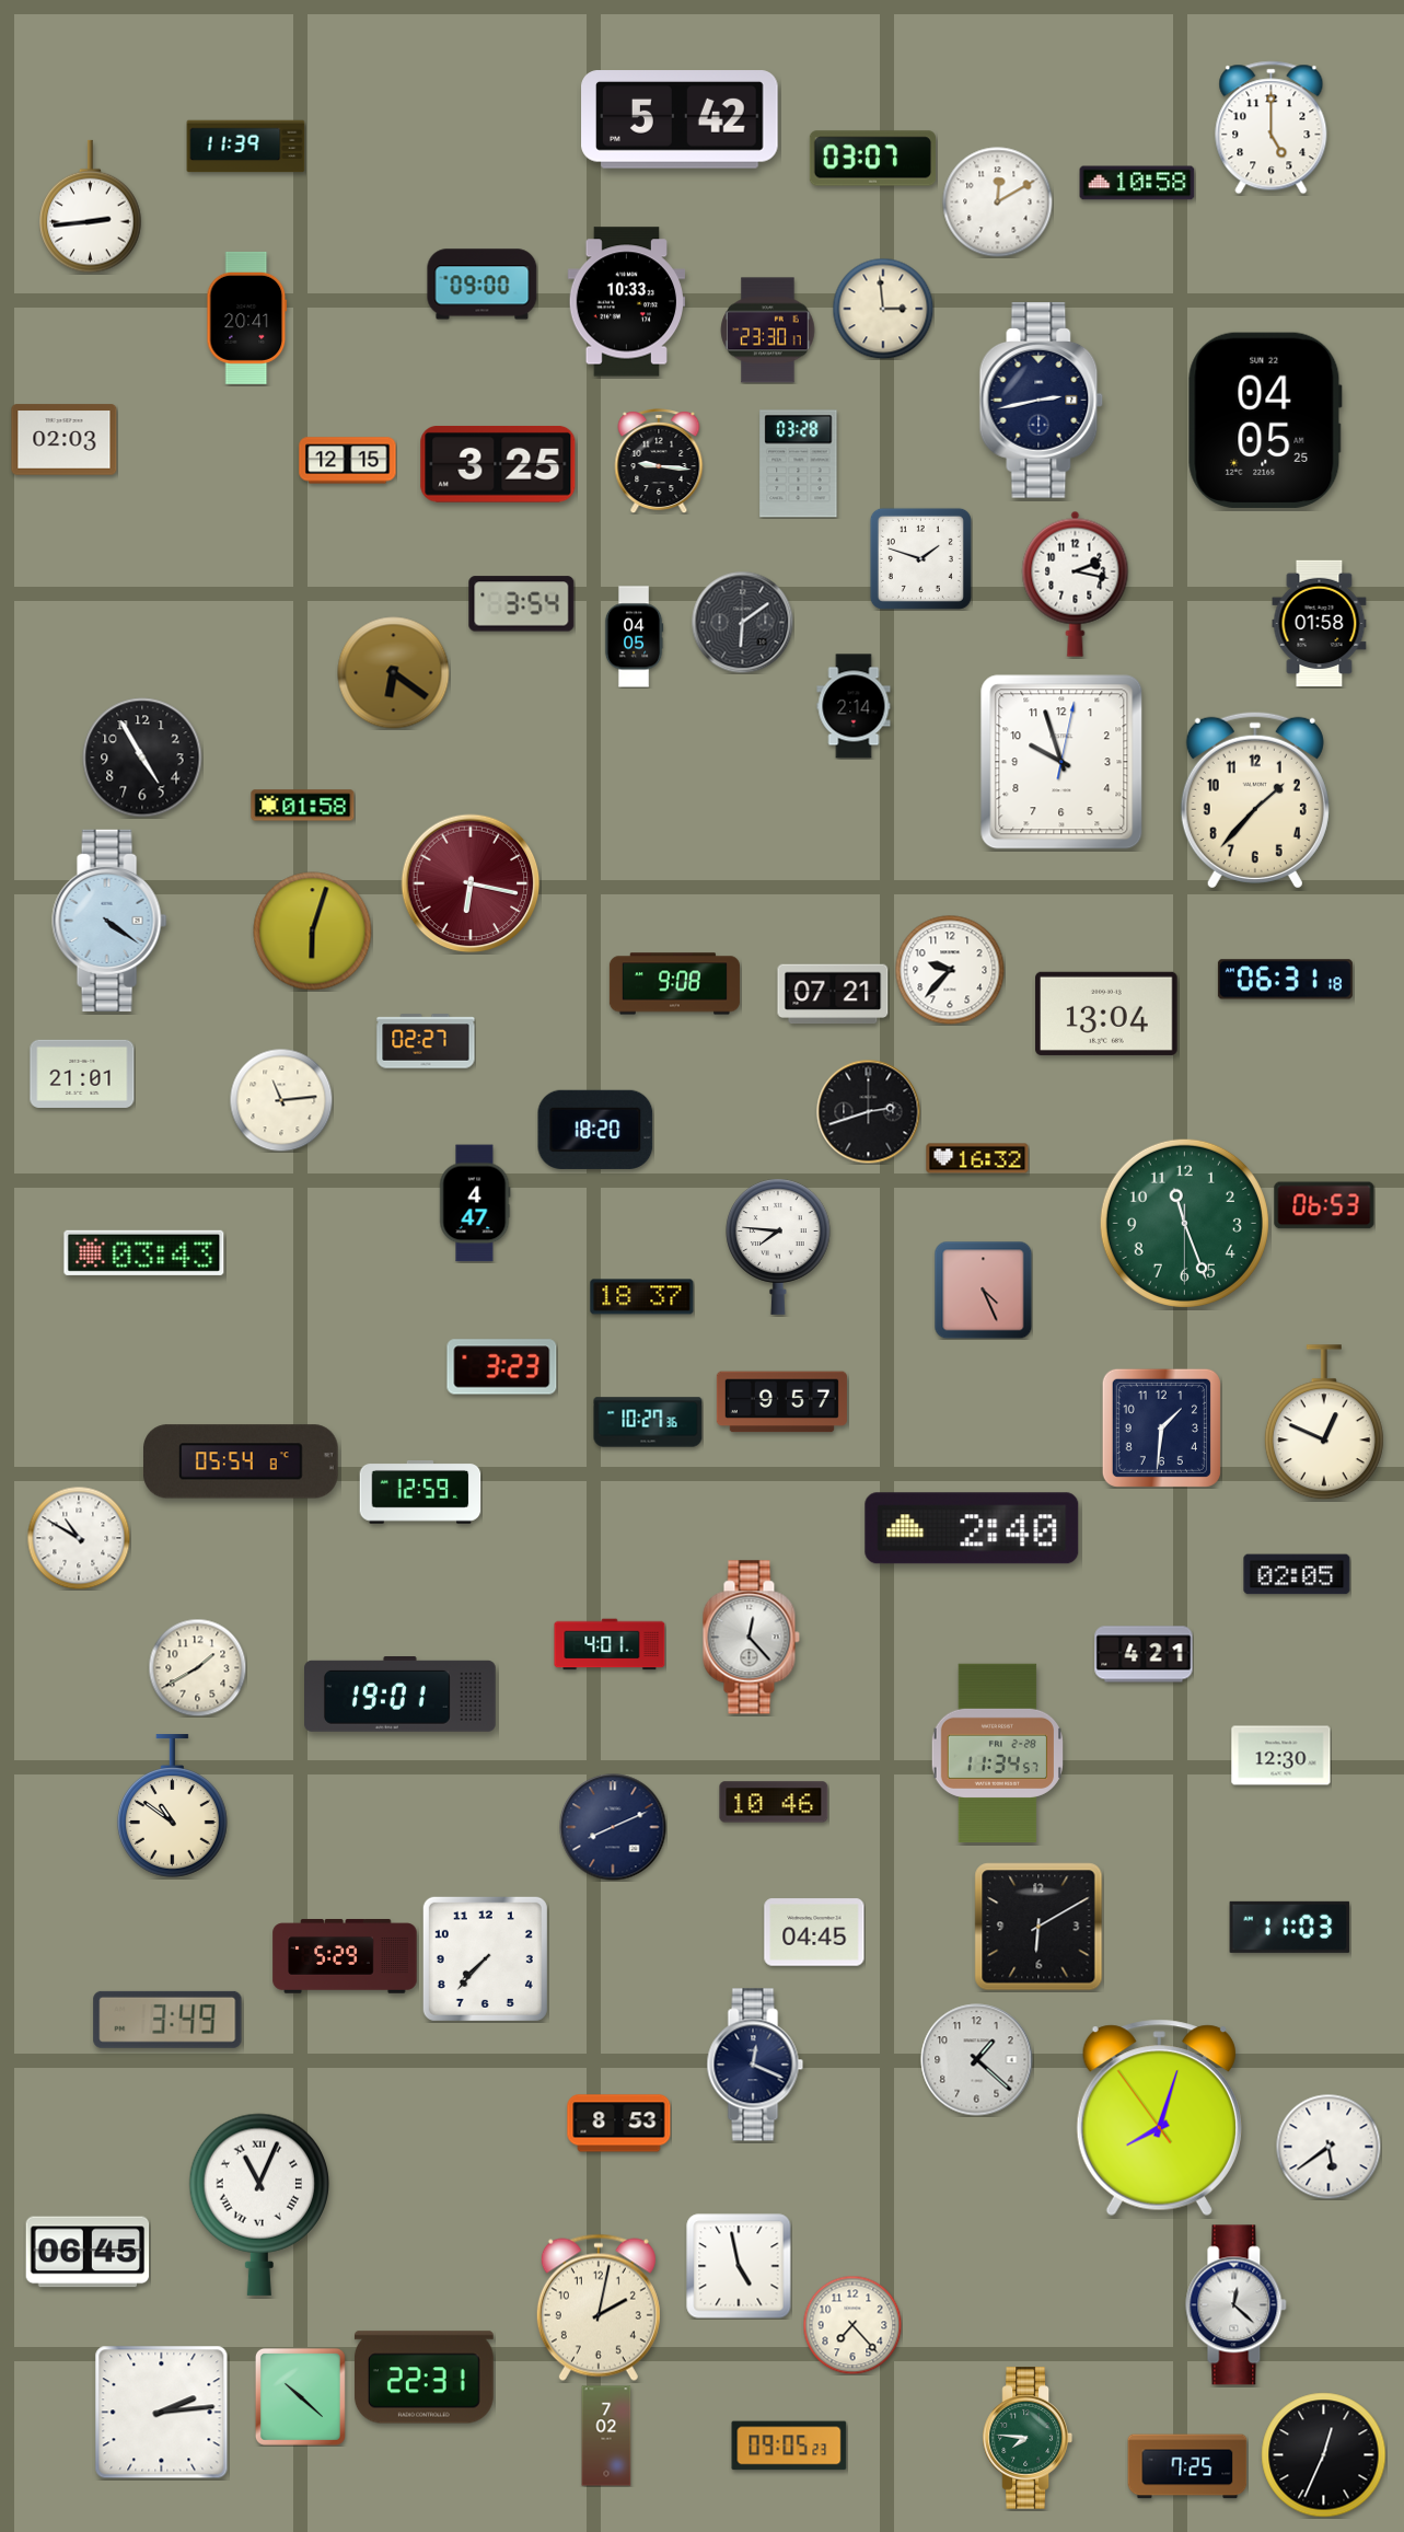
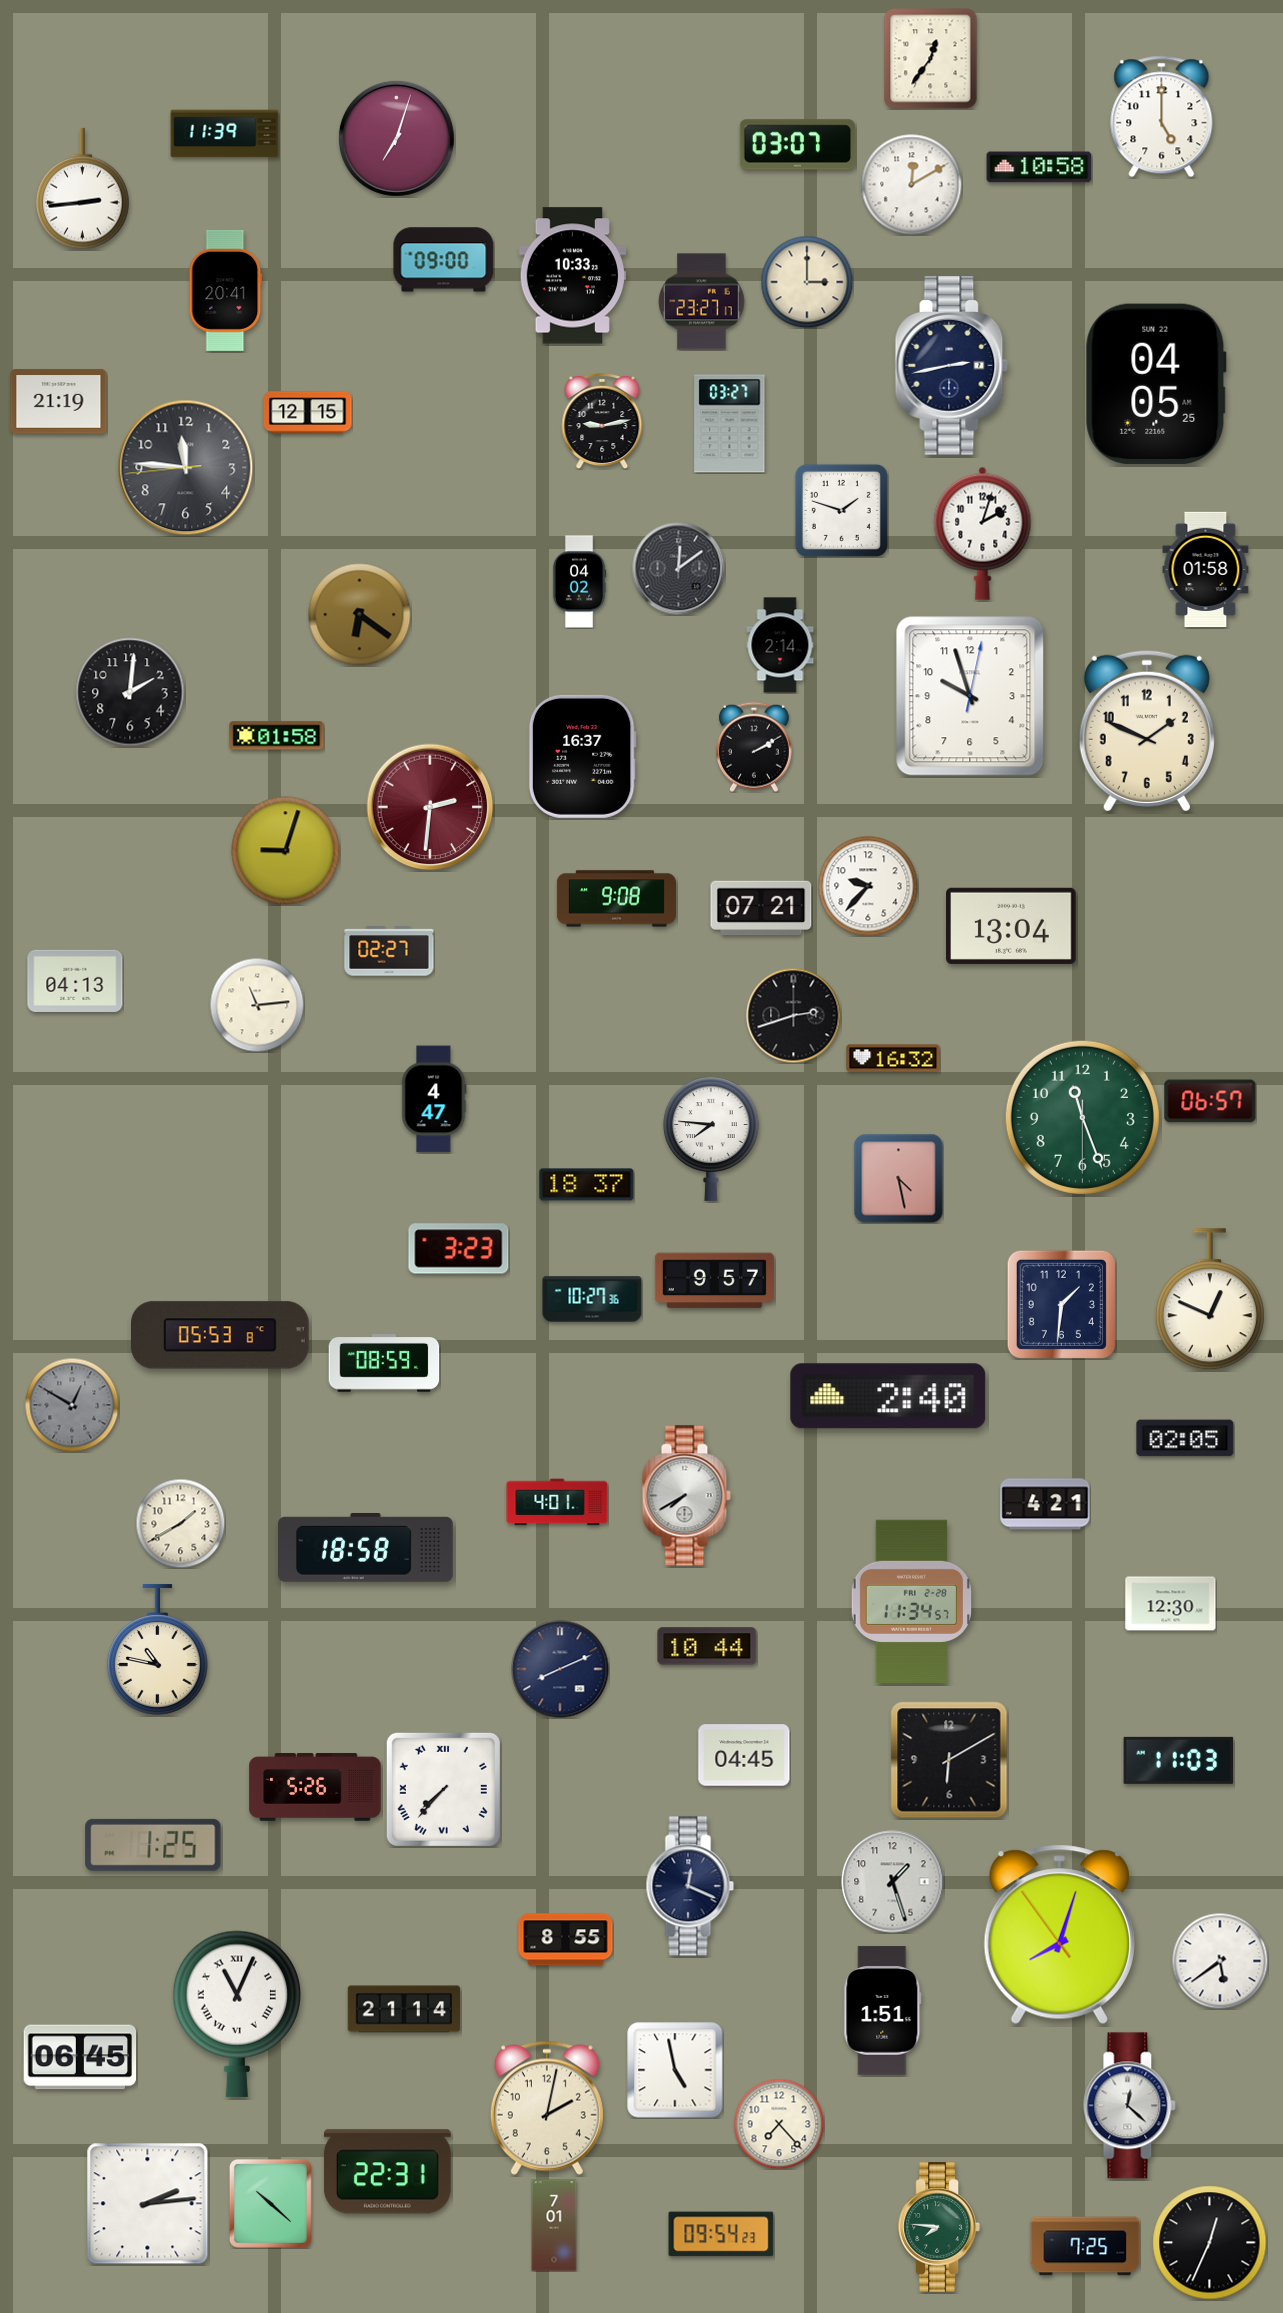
clock at (931, 59): none -> 12:36
clock at (680, 119): 5:42 -> none
clock at (396, 138): none -> 7:03
clock at (483, 285) position: (483, 285) -> (444, 260)
clock at (883, 309): 2:59 -> 3:00
clock at (768, 331): 23:30 -> 23:27
clock at (65, 440): 02:03 -> 21:19
clock at (348, 461) position: (348, 461) -> (308, 413)
clock at (659, 462): 9:16 -> 9:13
clock at (799, 464): 03:28 -> 03:27
clock at (498, 465): 3:25 -> none
clock at (186, 468): none -> 11:45
clock at (1076, 583): 2:17 -> 2:03
clock at (522, 604): 3:54 -> none
clock at (742, 622): 6:09 -> 12:09
clock at (634, 637): 04:05 -> 04:02
clock at (142, 758): 4:55 -> 2:01
clock at (1255, 800): 1:37 -> 1:49
clock at (754, 747): none -> 2:10
clock at (582, 756): none -> 16:37
clock at (471, 883): 6:17 -> 2:31
clock at (109, 921): 4:21 -> none
clock at (313, 932): 6:03 -> 9:03
clock at (1285, 980): 06:31 -> none
clock at (82, 1074): 21:01 -> 04:13
clock at (595, 1130): 18:20 -> none
clock at (1324, 1205): 06:53 -> 06:57
clock at (144, 1252): 03:43 -> none
clock at (983, 1290): 4:26 -> 4:28
clock at (242, 1461): 05:54 -> 05:53
clock at (420, 1493): 12:59 -> 08:59
clock at (79, 1538): 10:50 -> 12:50
clock at (79, 1538) dial: white -> grey
clock at (751, 1638): 12:23 -> 7:40
clock at (1144, 1654) position: (1144, 1654) -> (1045, 1504)
clock at (401, 1695): 19:01 -> 18:58
clock at (774, 1802): 10:46 -> 10:44
clock at (172, 1806): 10:51 -> 10:47
clock at (814, 1932) position: (814, 1932) -> (744, 1755)
clock at (345, 1956): 5:29 -> 5:26
clock at (485, 1958) numerals: Arabic -> Roman
clock at (167, 2020): 3:49 -> 1:25
clock at (977, 2060): 1:22 -> 1:27
clock at (619, 2124): 8:53 -> 8:55
clock at (1328, 2147) position: (1328, 2147) -> (1220, 1961)
clock at (404, 2009): none -> 21:14
clock at (883, 2011): none -> 1:51
clock at (300, 2396) position: (300, 2396) -> (270, 2203)
clock at (606, 2436): 7:02 -> 7:01
clock at (789, 2446): 09:05 -> 09:54
clock at (1187, 2466) position: (1187, 2466) -> (1085, 2246)
